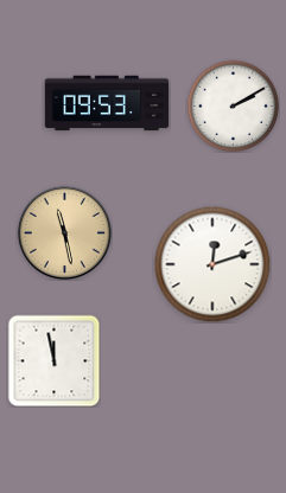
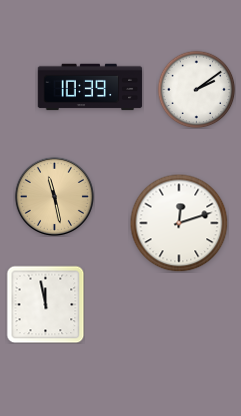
clock at (107, 103): 09:53 -> 10:39
clock at (233, 105): 2:10 -> 2:09
